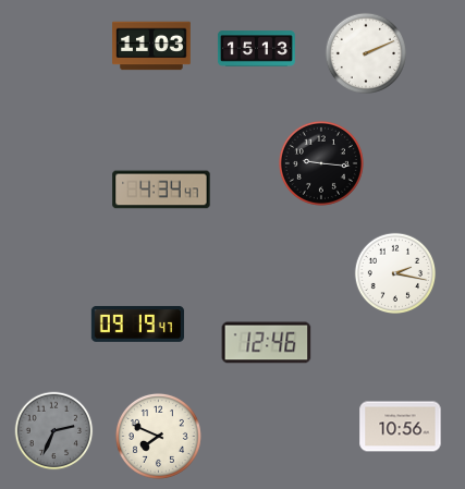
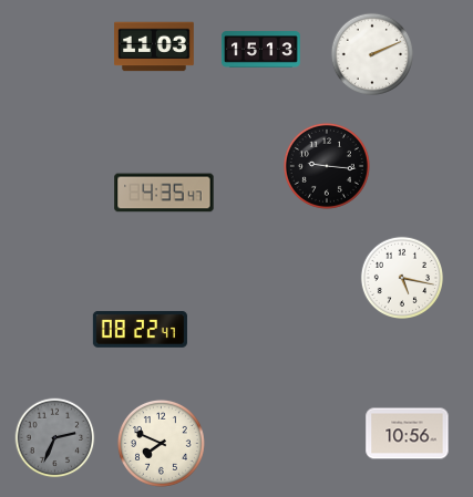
clock at (161, 190): 4:34 -> 4:35
clock at (394, 272): 2:17 -> 5:17
clock at (137, 323): 09:19 -> 08:22
clock at (267, 343): 12:46 -> none
